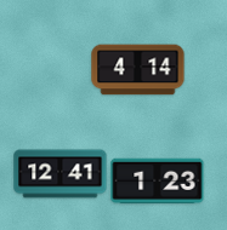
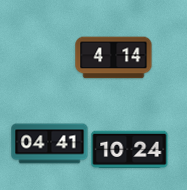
clock at (61, 174): 12:41 -> 04:41
clock at (158, 182): 1:23 -> 10:24
